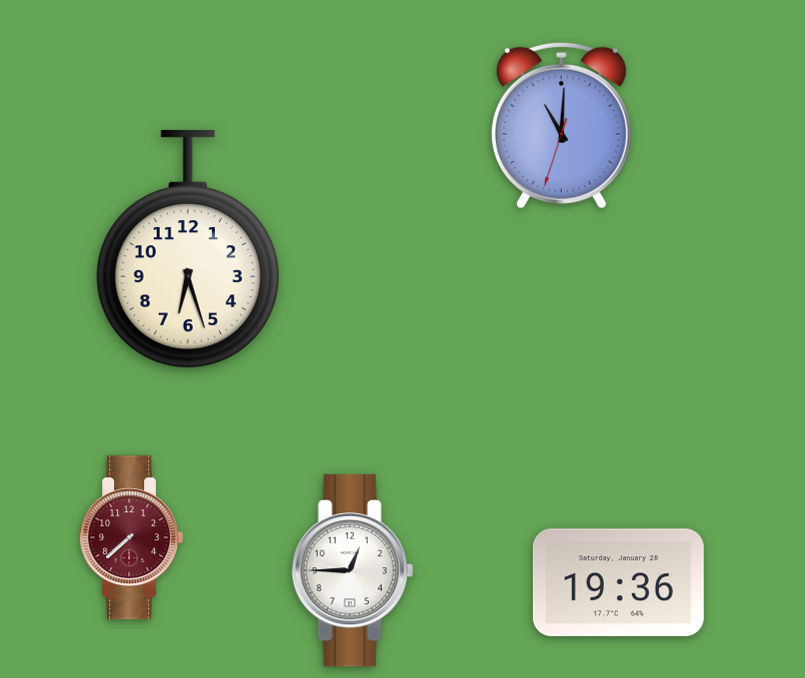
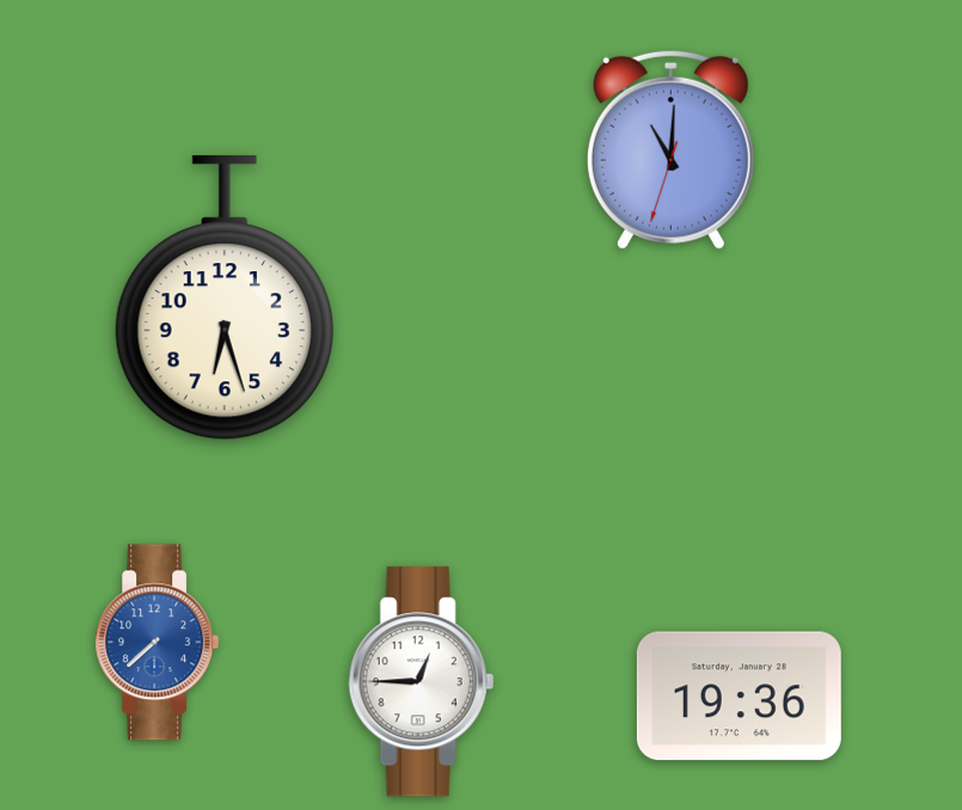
clock at (132, 538) dial: burgundy -> blue
